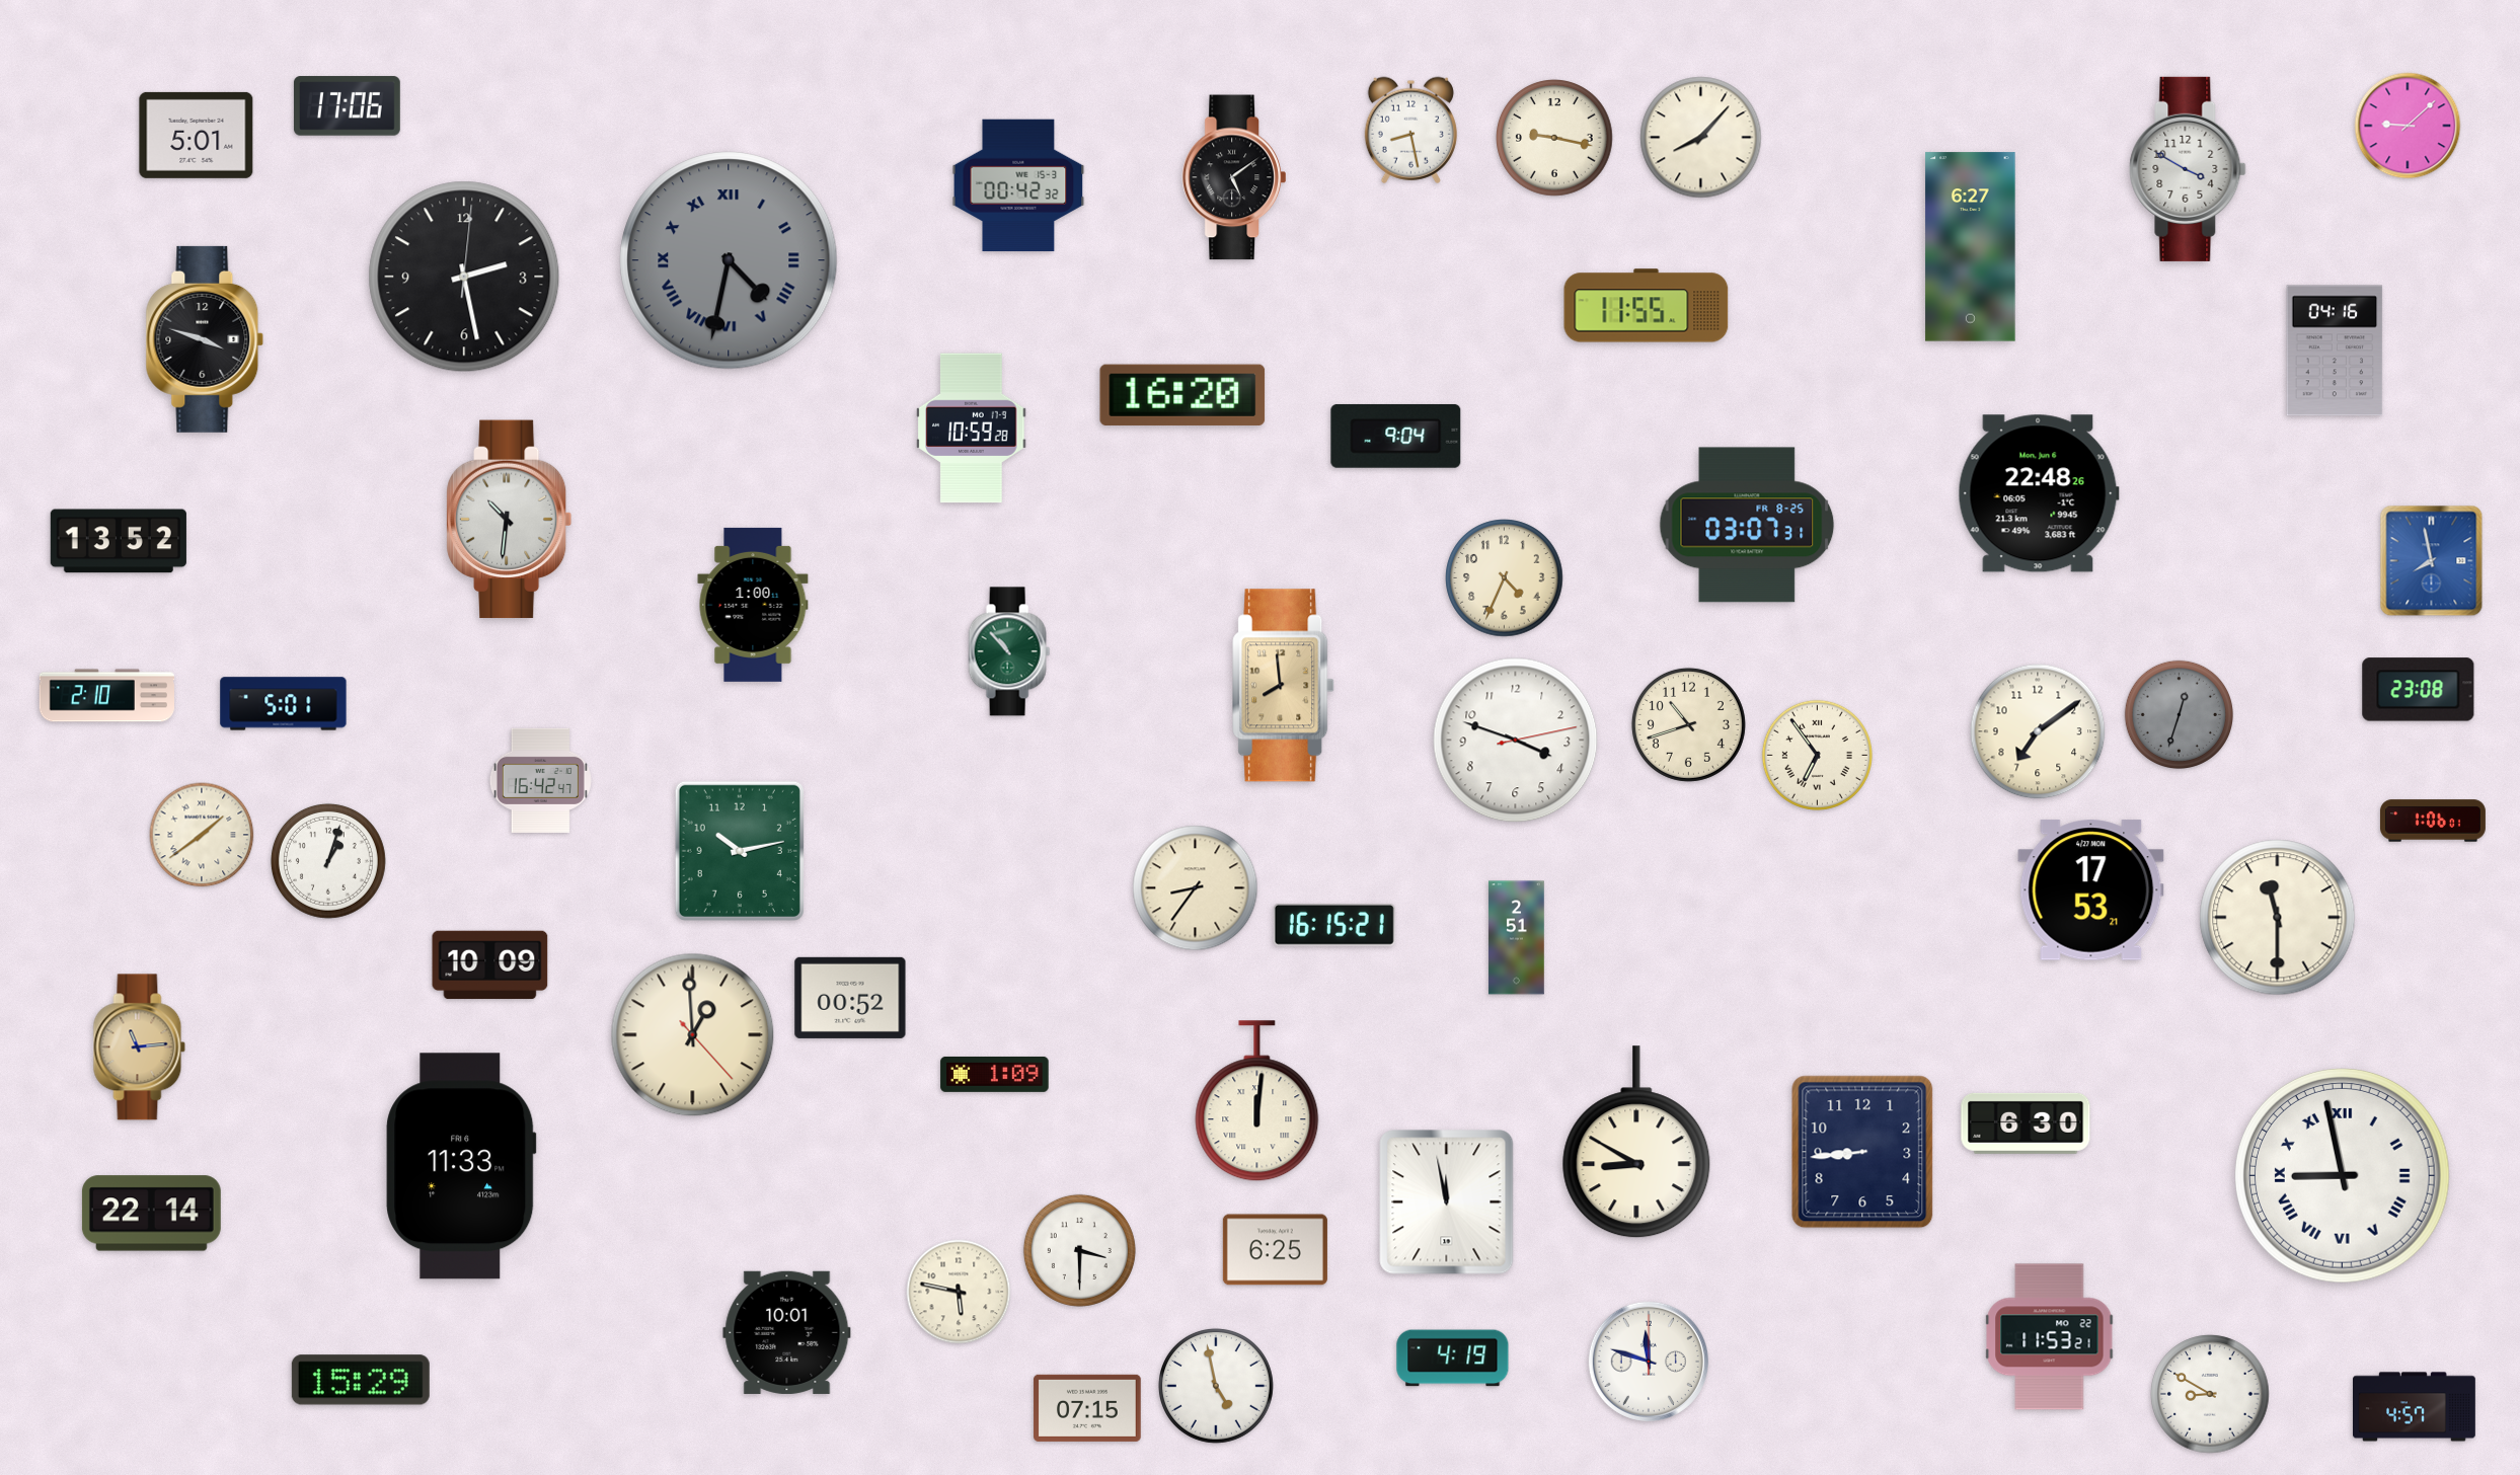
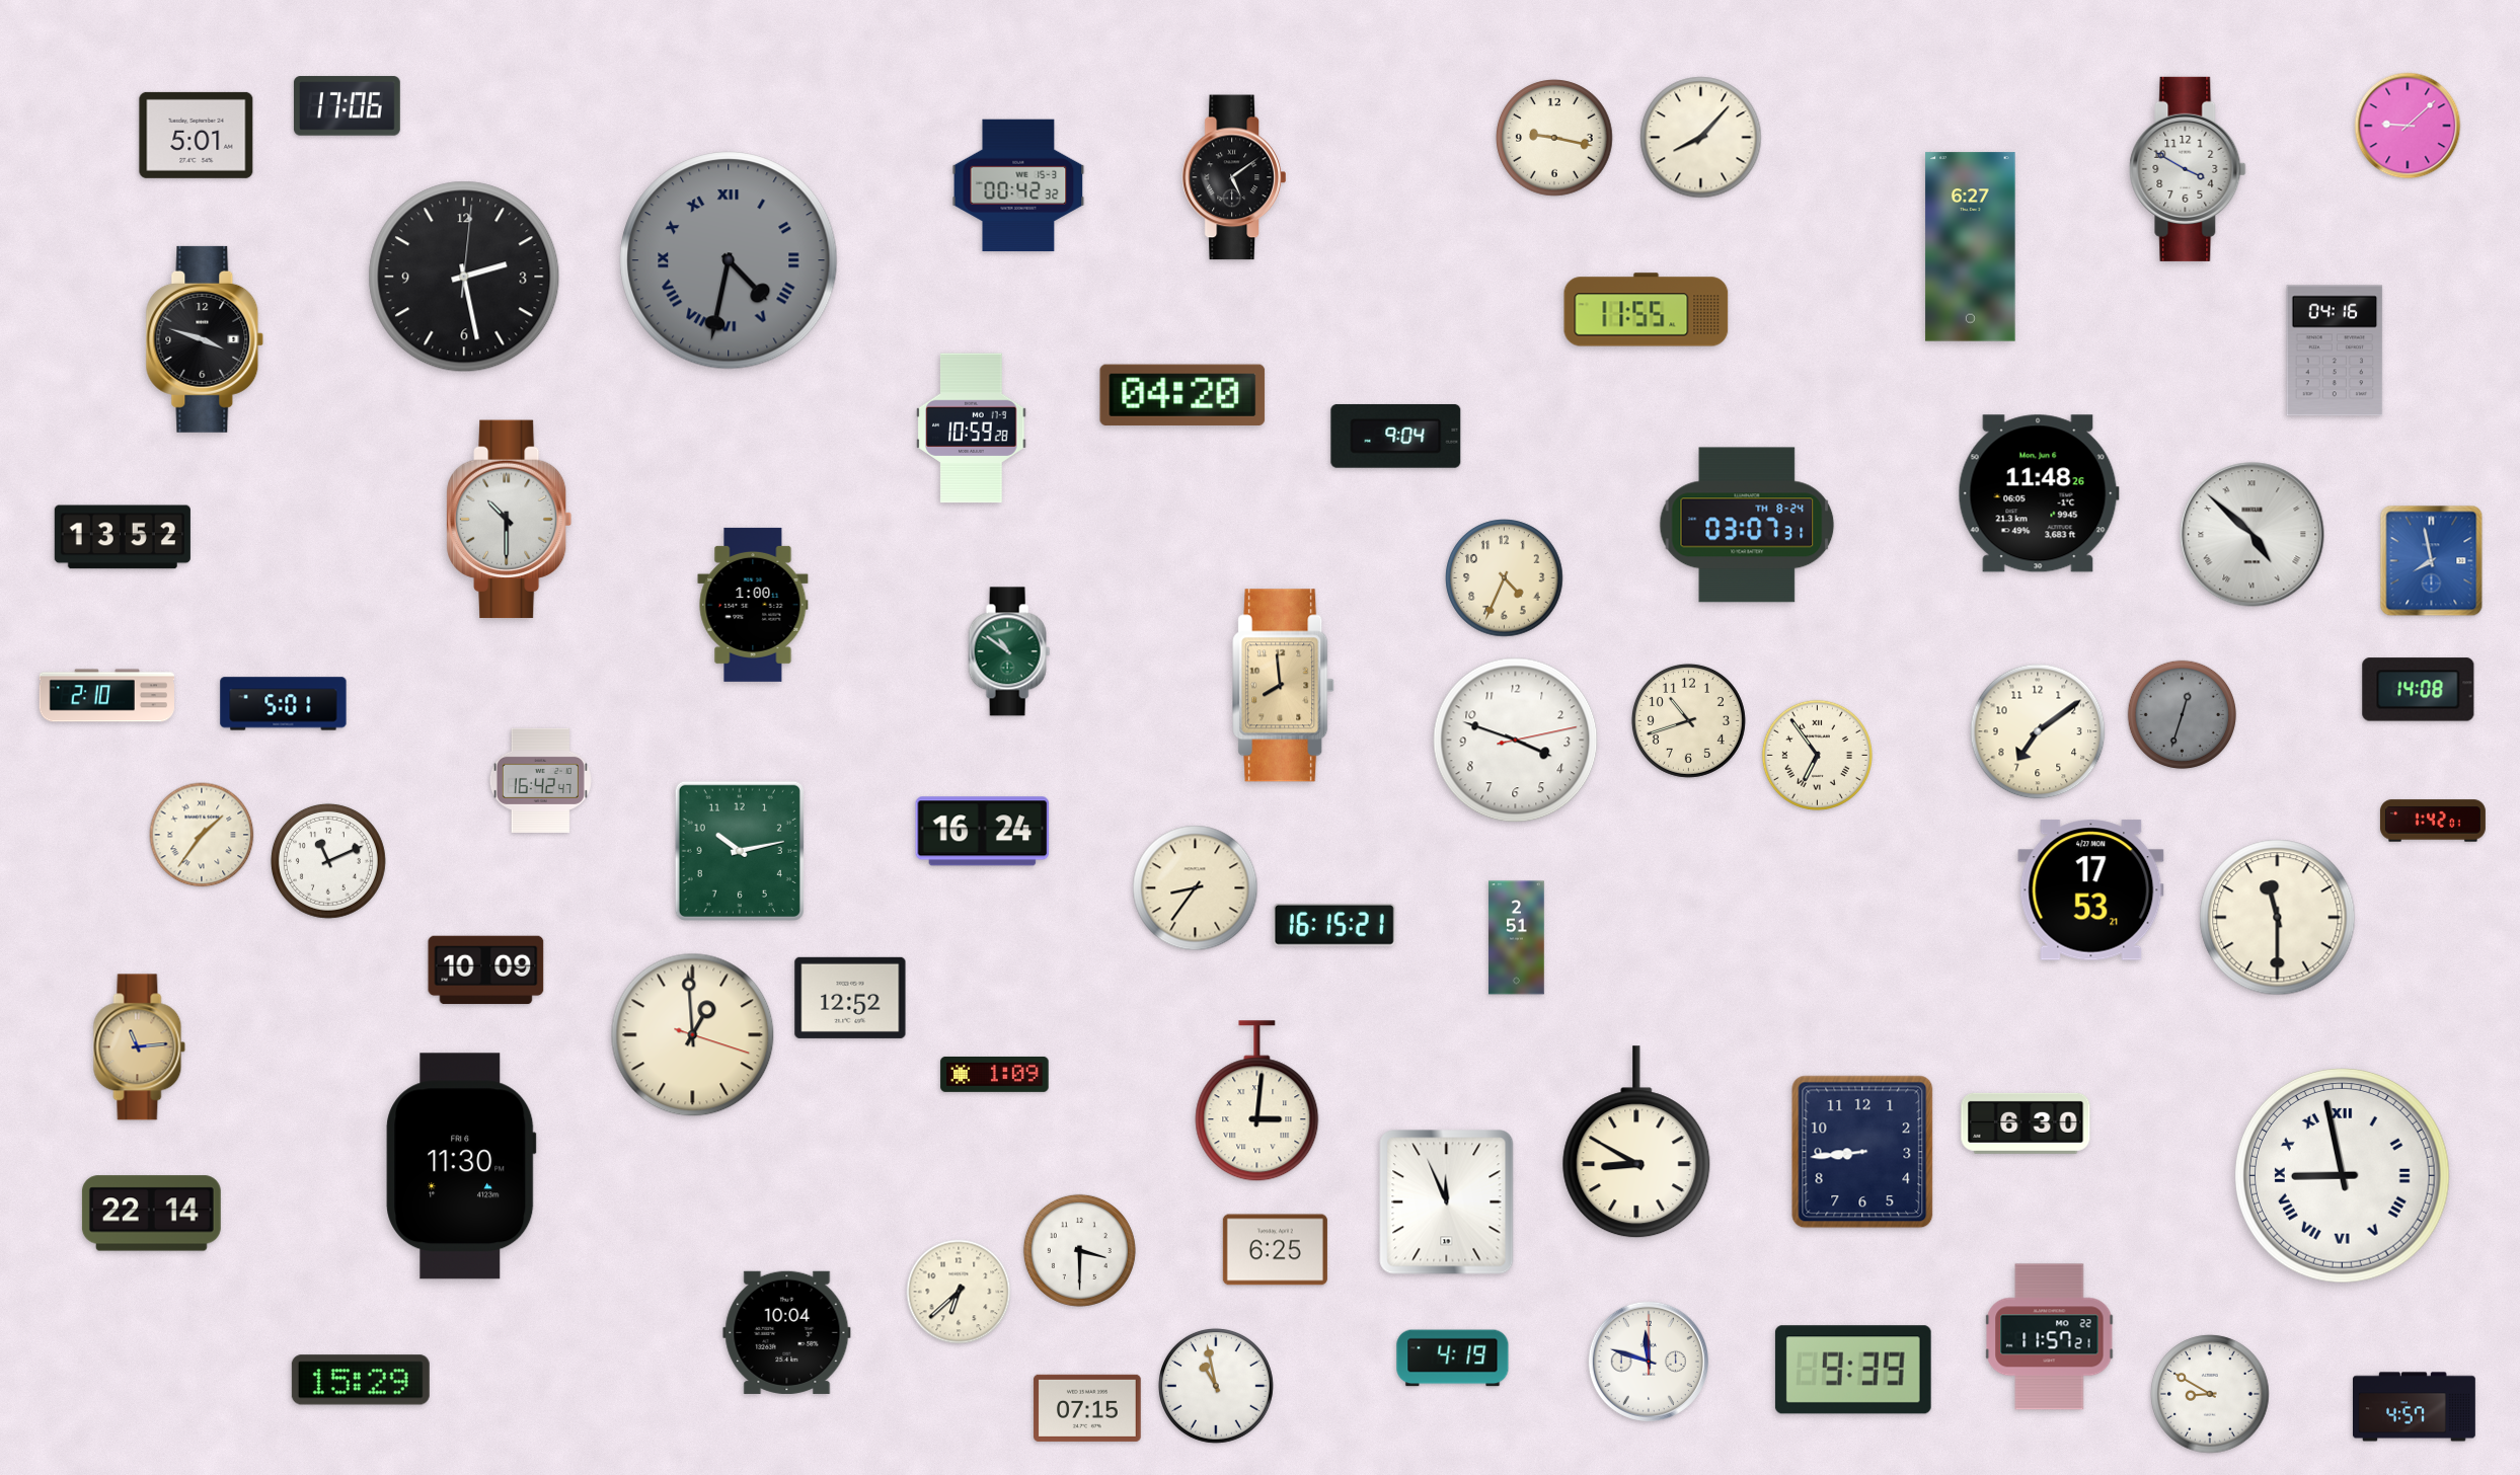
clock at (1410, 130): 8:28 -> none
clock at (1647, 306) position: (1647, 306) -> (1647, 310)
clock at (1182, 395): 16:20 -> 04:20
clock at (2039, 493): 22:48 -> 11:48
clock at (510, 520): 10:31 -> 10:30
clock at (1747, 525) date: FR 8-25 -> TH 8-24
clock at (2252, 535): none -> 4:52
clock at (119, 541) position: (119, 541) -> (123, 537)
clock at (1009, 651): 10:53 -> 10:51
clock at (2419, 690): 23:08 -> 14:08
clock at (2179, 714) position: (2179, 714) -> (2182, 714)
clock at (1688, 724) position: (1688, 724) -> (1688, 720)
clock at (2433, 821): 1:06 -> 1:42
clock at (983, 832): none -> 16:24
clock at (202, 835): 1:39 -> 1:36
clock at (328, 861): 1:03 -> 11:11
clock at (490, 965) position: (490, 965) -> (486, 971)
clock at (850, 998): 00:52 -> 12:52
clock at (693, 1035): 12:59:23 -> 12:59:18
clock at (1257, 1101): 12:01 -> 3:01
clock at (461, 1166): 11:33 -> 11:30
clock at (1447, 1202): 11:58 -> 11:56
clock at (959, 1292): 5:47 -> 6:38
clock at (787, 1332): 10:01 -> 10:04
clock at (2050, 1337): 11:53 -> 11:57
clock at (1853, 1370): none -> 9:39
clock at (1216, 1386): 4:58 -> 10:58
